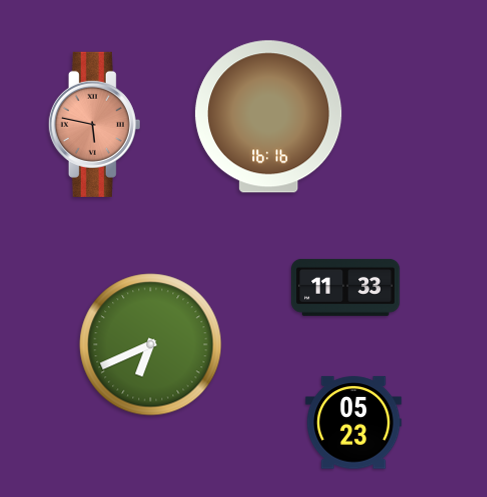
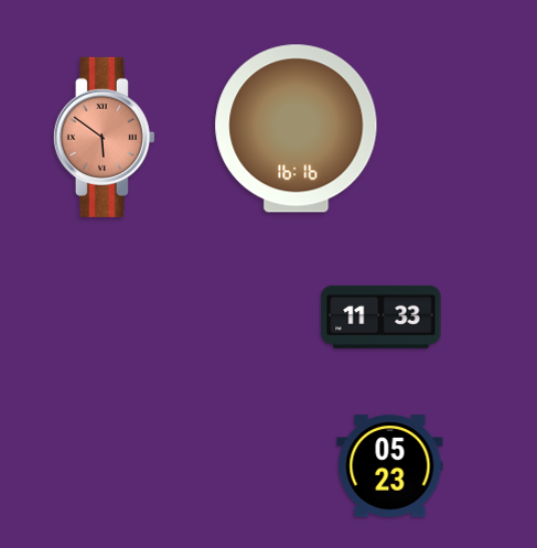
clock at (94, 124): 5:47 -> 5:51
clock at (151, 345): 6:41 -> none
